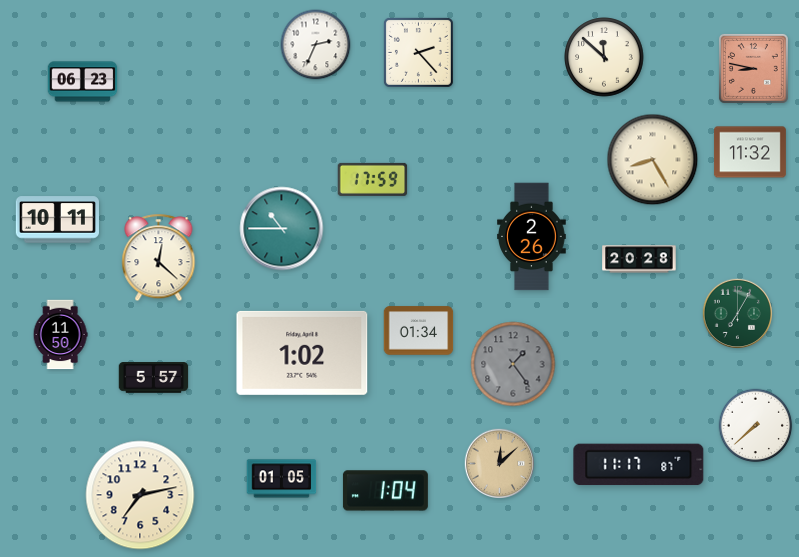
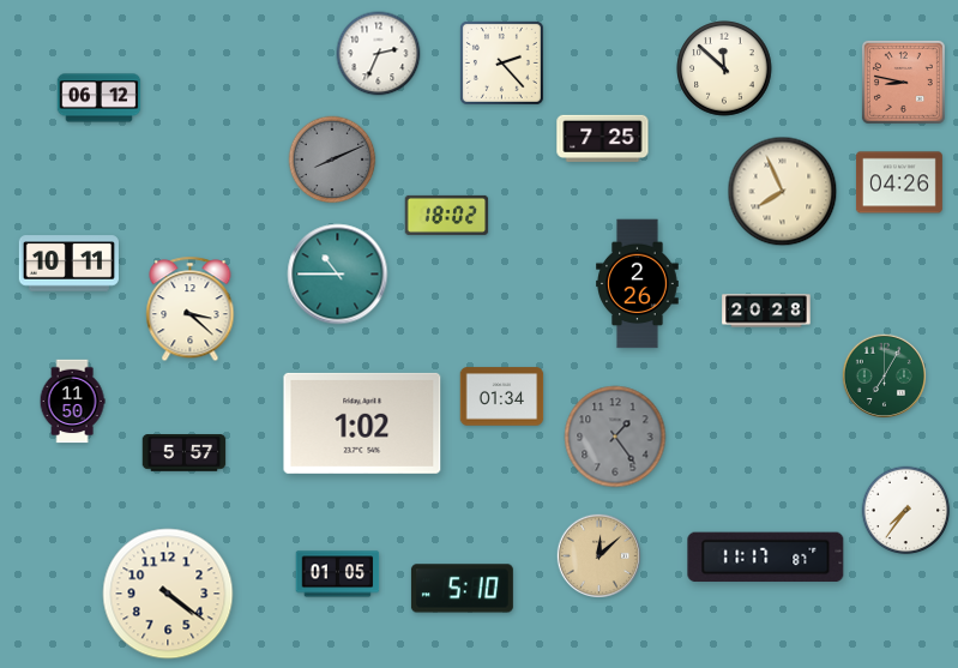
clock at (83, 82): 06:23 -> 06:12
clock at (603, 138): none -> 7:25
clock at (332, 160): none -> 8:11
clock at (750, 152): 11:32 -> 04:26
clock at (653, 160): 8:25 -> 7:56
clock at (373, 179): 17:59 -> 18:02
clock at (159, 258): 12:22 -> 3:22
clock at (756, 426): 7:38 -> 7:36
clock at (385, 491): 1:04 -> 5:10
clock at (140, 495): 7:13 -> 4:21
